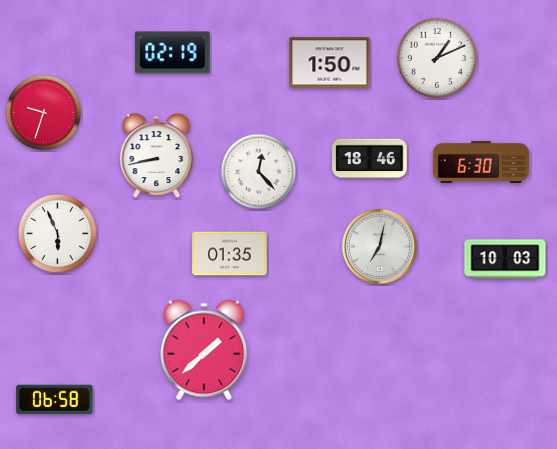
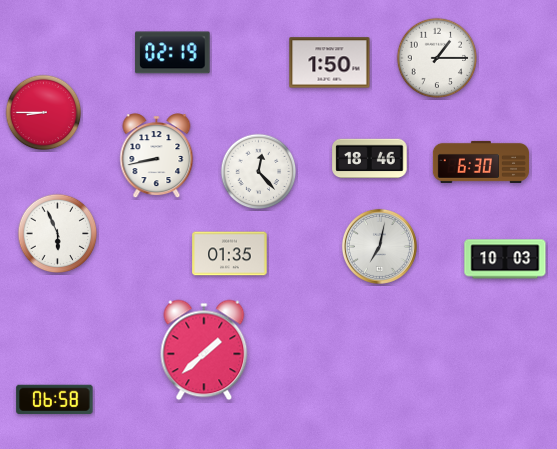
clock at (437, 58): 1:11 -> 1:15
clock at (44, 113): 9:33 -> 8:45
